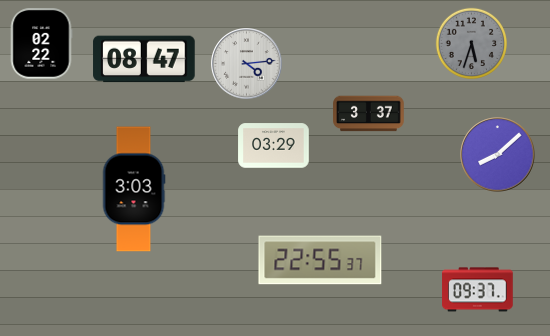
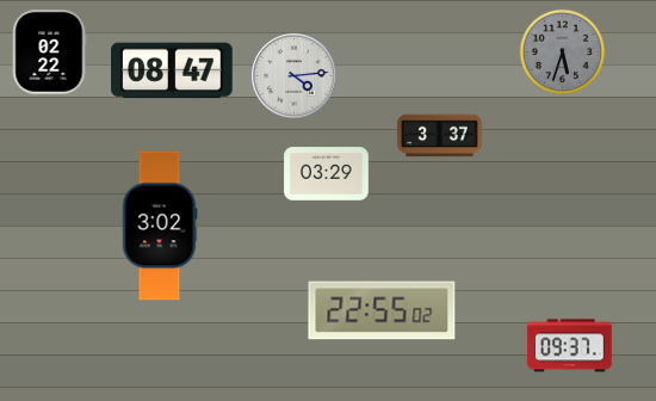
clock at (498, 155): 8:08 -> none
clock at (134, 189): 3:03 -> 3:02
clock at (320, 260): 22:55:37 -> 22:55:02
